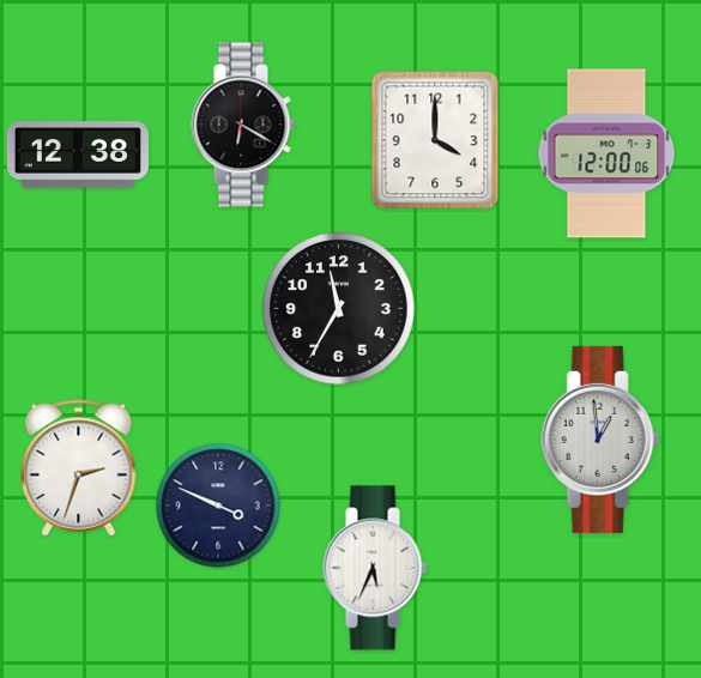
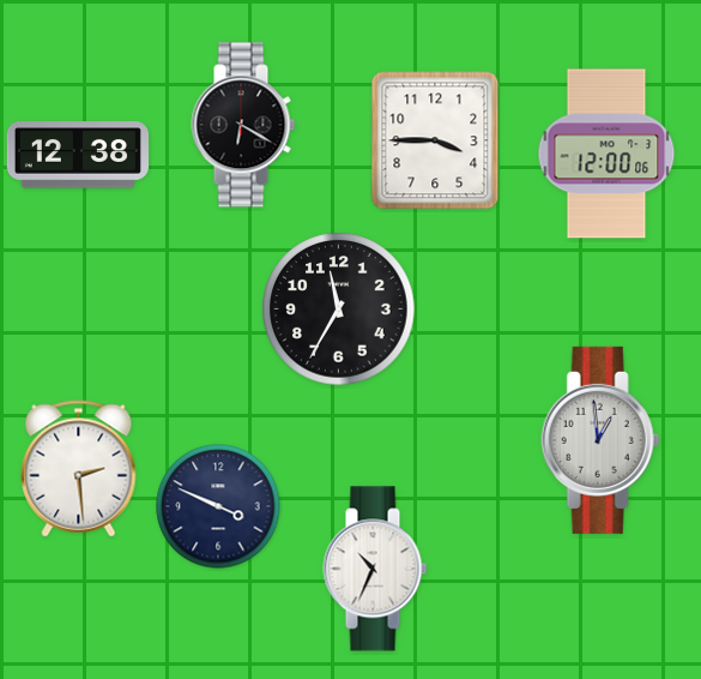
clock at (435, 140): 4:00 -> 3:45
clock at (79, 468): 2:33 -> 2:29
clock at (375, 568): 5:34 -> 10:34
